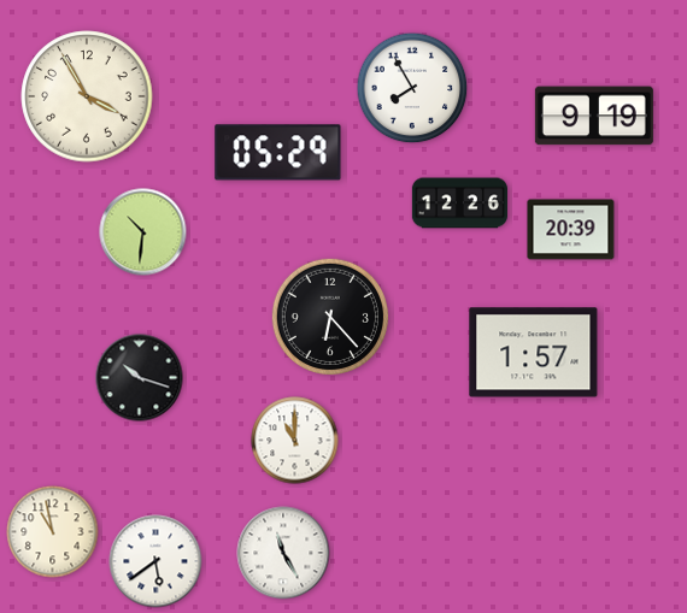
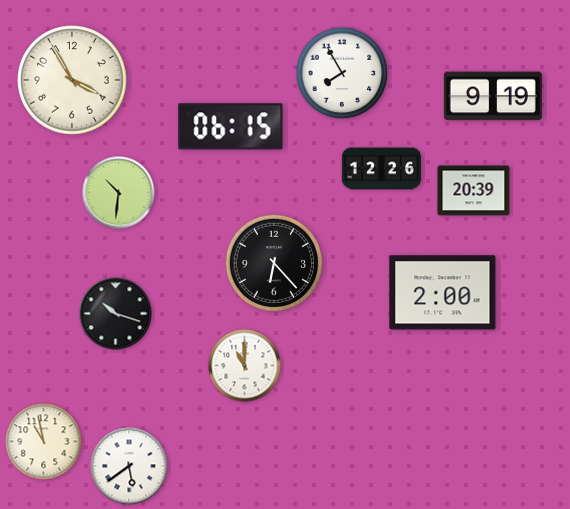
clock at (278, 153): 05:29 -> 06:15
clock at (534, 353): 1:57 -> 2:00
clock at (283, 553): 11:25 -> none
